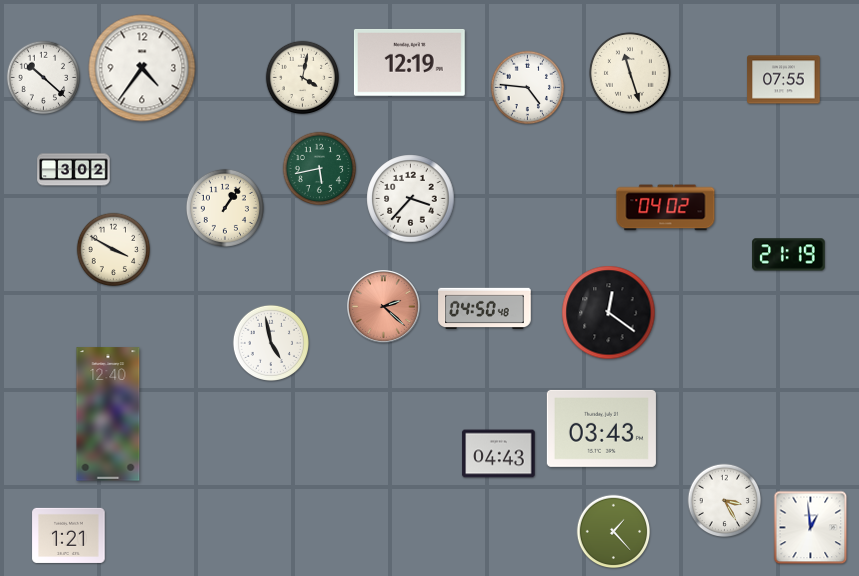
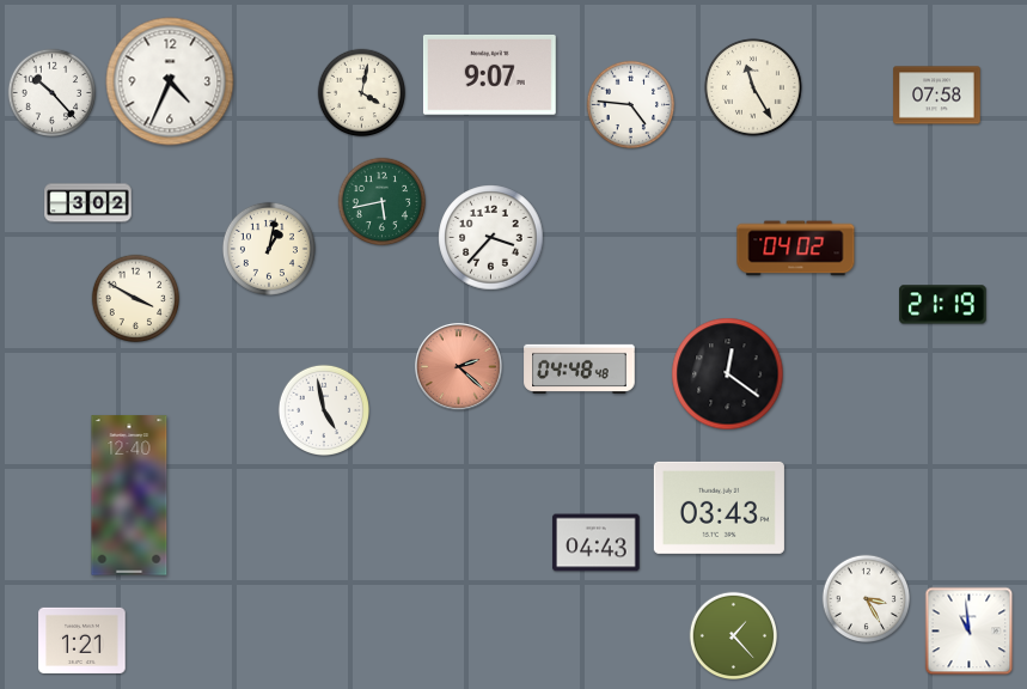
clock at (409, 62): 12:19 -> 9:07
clock at (142, 68): 4:36 -> 4:34
clock at (630, 73): 11:27 -> 11:25
clock at (44, 78): 10:22 -> 10:23
clock at (784, 80): 07:55 -> 07:58
clock at (225, 208): 1:06 -> 1:02
clock at (485, 309): 04:50 -> 04:48
clock at (601, 428) position: (601, 428) -> (719, 507)
clock at (811, 528): 12:59 -> 10:59
